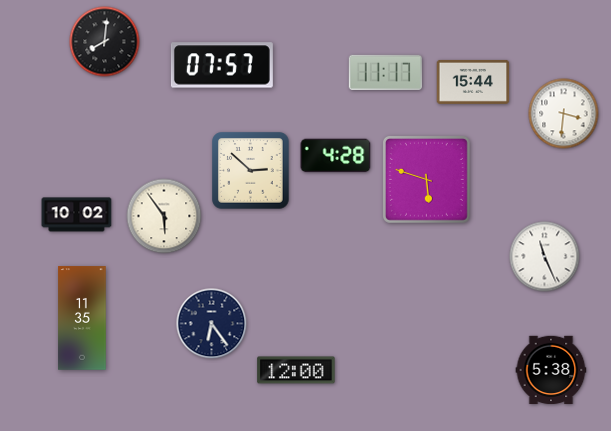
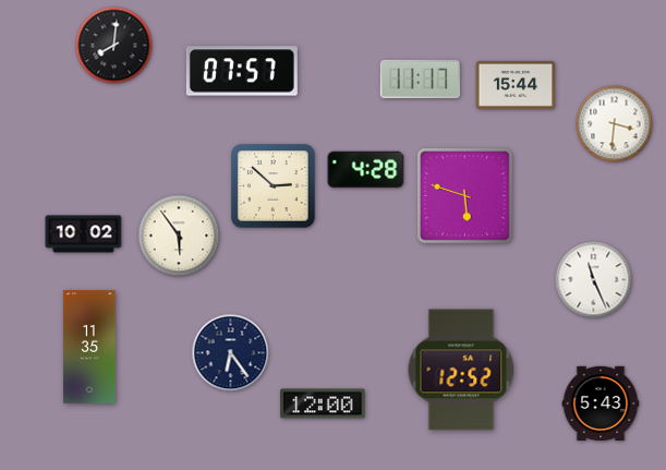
clock at (473, 82) position: (473, 82) -> (516, 85)
clock at (461, 370): none -> 12:52
clock at (551, 370): 5:38 -> 5:43
